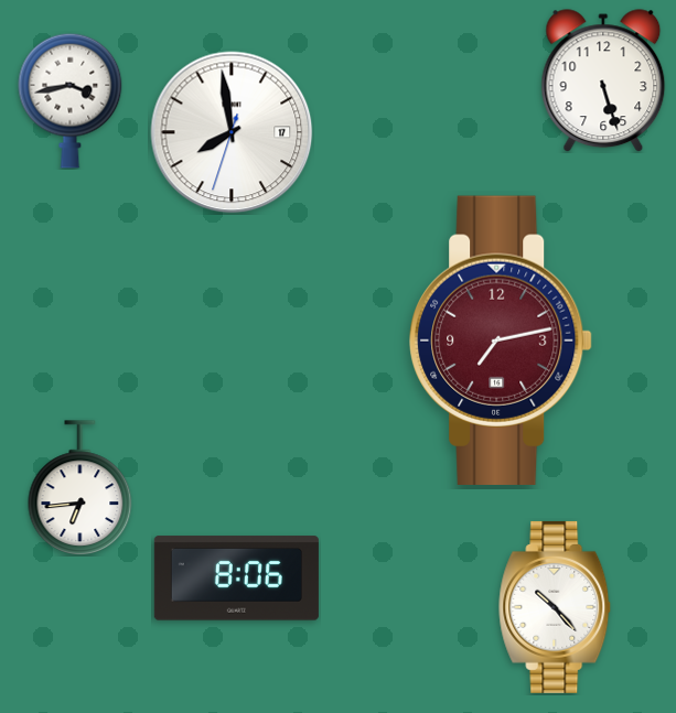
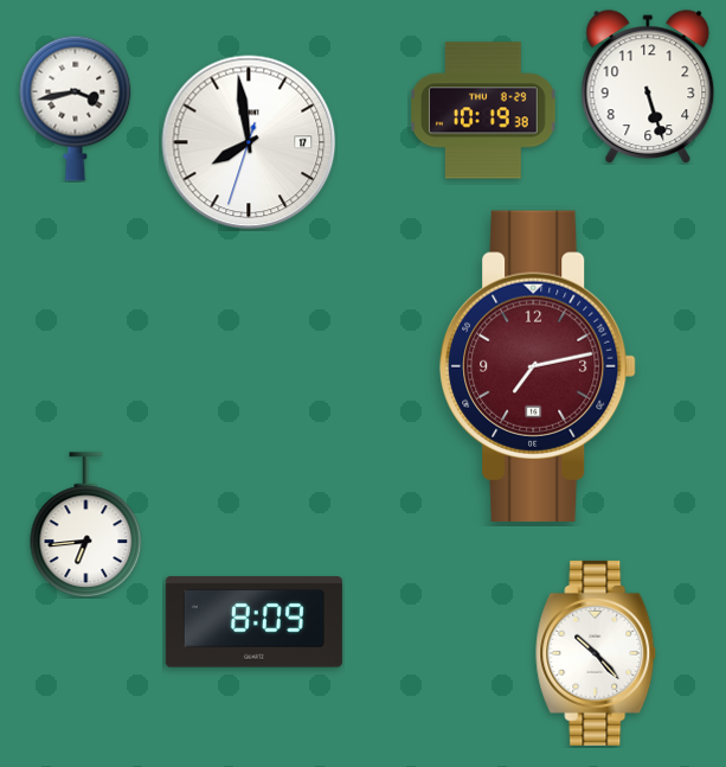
clock at (483, 110): none -> 10:19
clock at (236, 579): 8:06 -> 8:09
